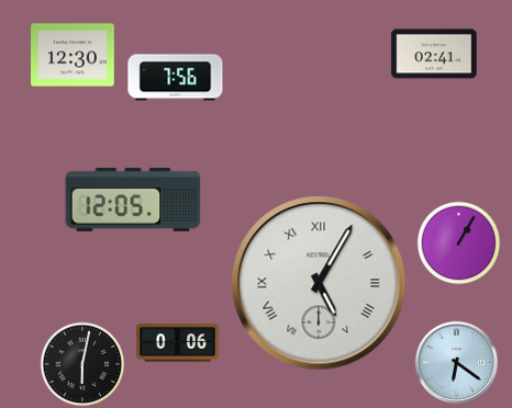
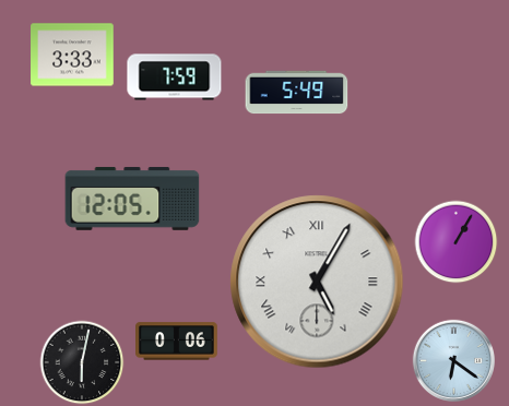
clock at (434, 54): 02:41 -> none
clock at (73, 55): 12:30 -> 3:33
clock at (176, 78): 7:56 -> 7:59
clock at (297, 93): none -> 5:49
